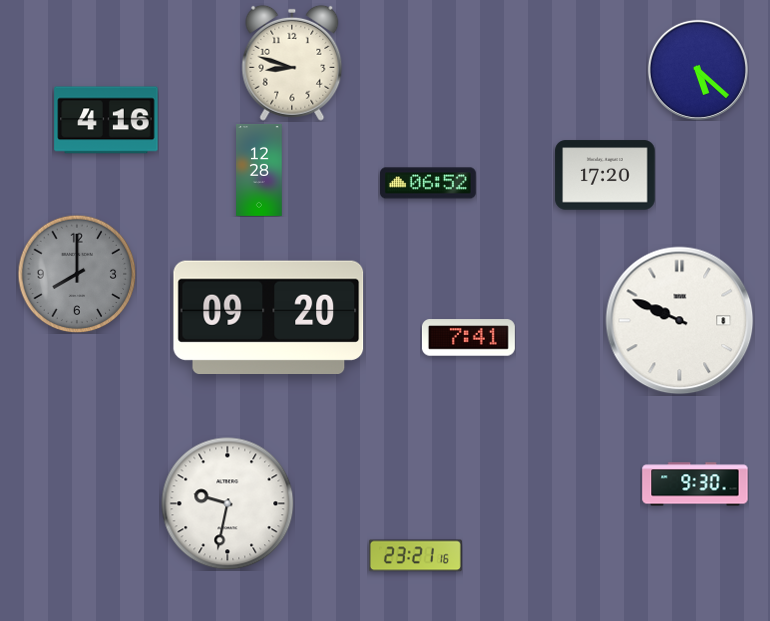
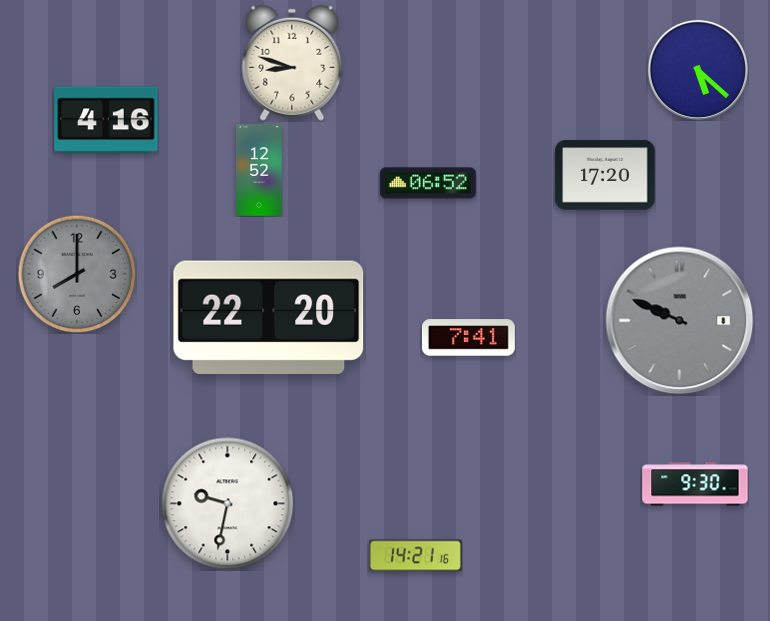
clock at (259, 170): 12:28 -> 12:52
clock at (269, 317): 09:20 -> 22:20
clock at (680, 321) dial: white -> grey
clock at (415, 556): 23:21 -> 14:21
